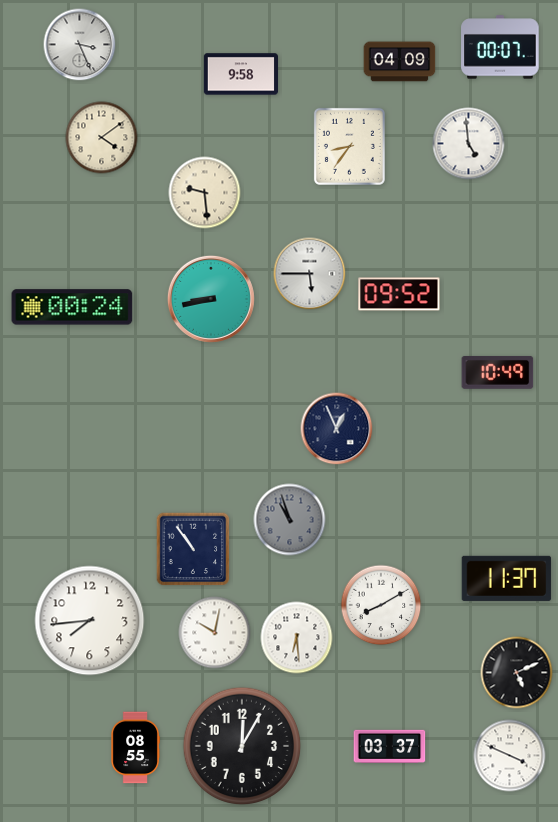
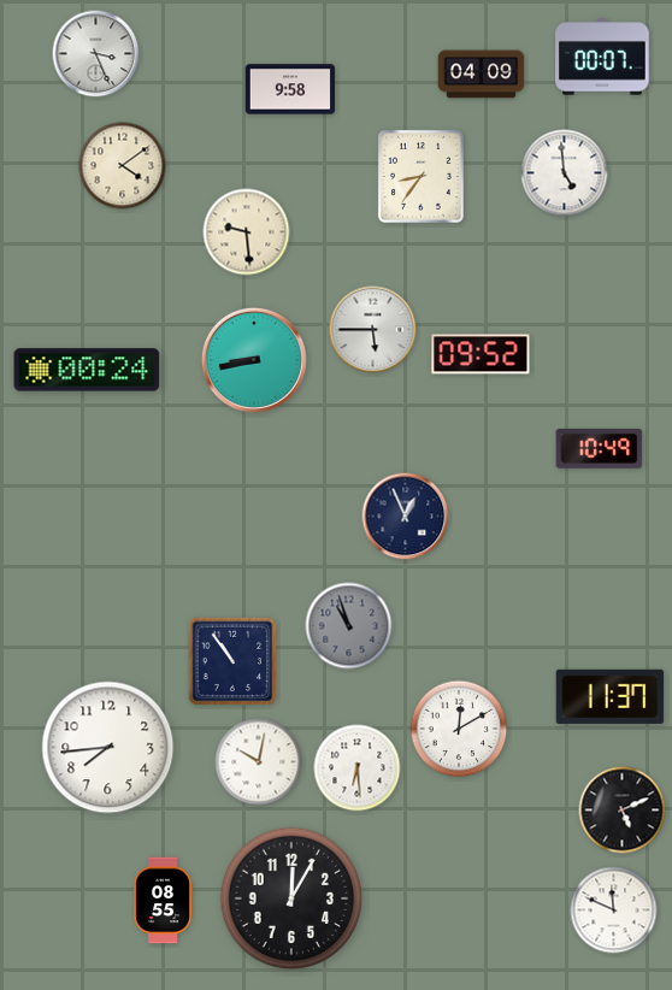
clock at (381, 605): 8:10 -> 12:10
clock at (390, 746): 03:37 -> none
clock at (510, 756): 3:49 -> 11:49
